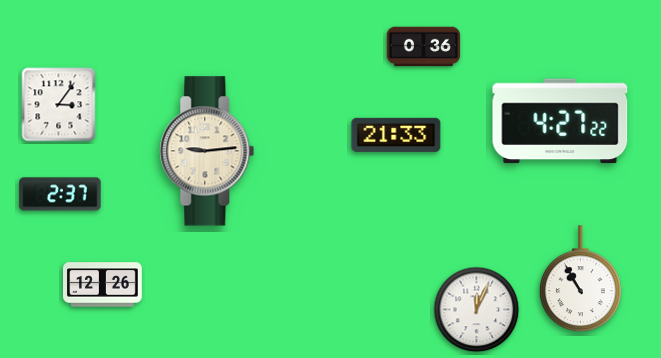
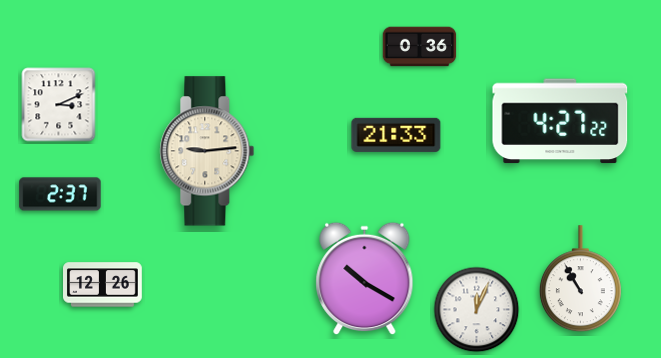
clock at (424, 47) position: (424, 47) -> (420, 47)
clock at (59, 105): 3:06 -> 3:11
clock at (365, 279): none -> 10:20
